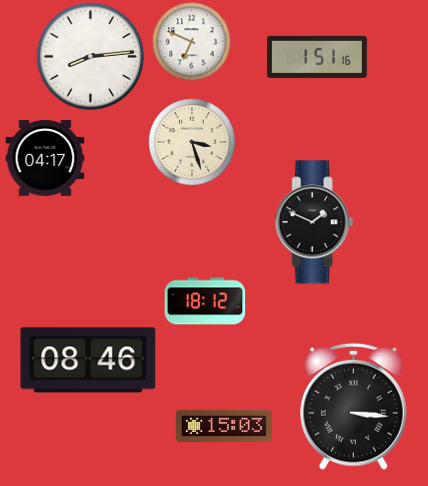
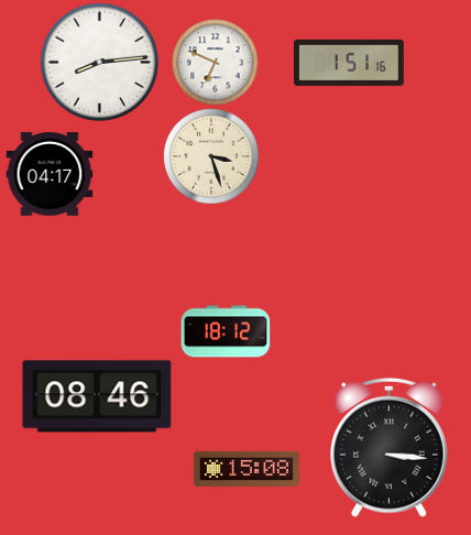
clock at (191, 41) position: (191, 41) -> (215, 62)
clock at (314, 222): 1:49 -> none
clock at (224, 426): 15:03 -> 15:08
